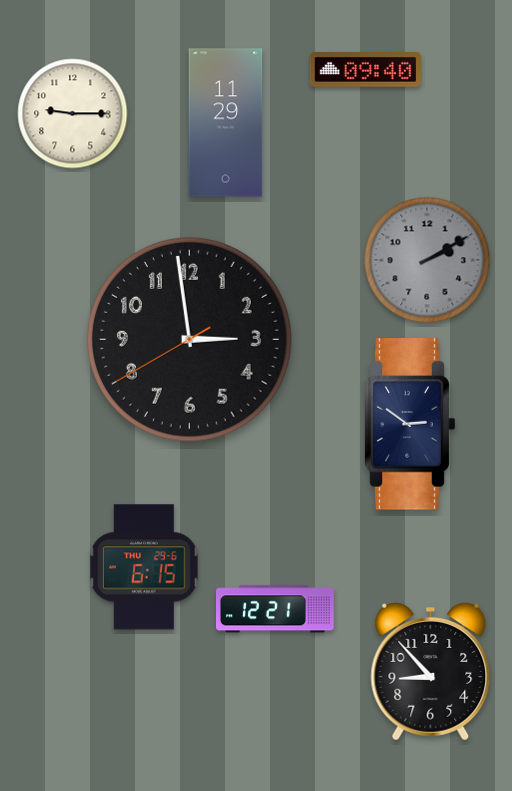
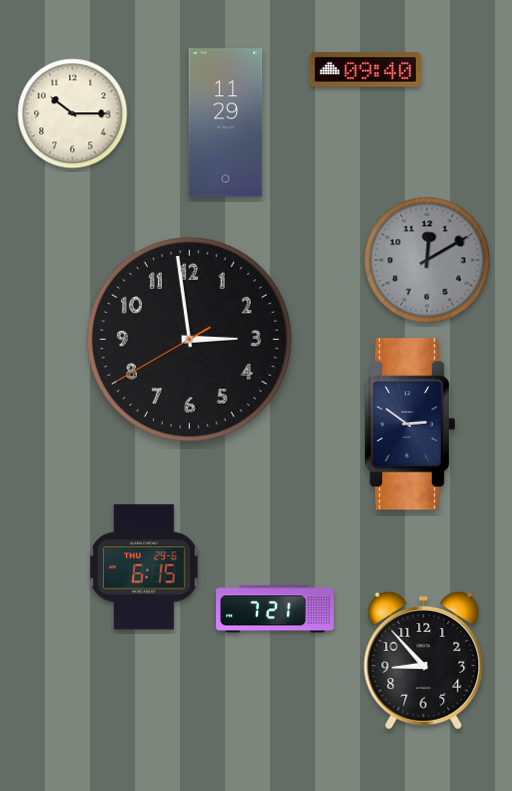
clock at (73, 114): 9:15 -> 10:15
clock at (427, 260): 2:10 -> 12:10
clock at (275, 609): 12:21 -> 7:21
clock at (431, 672) position: (431, 672) -> (424, 661)
